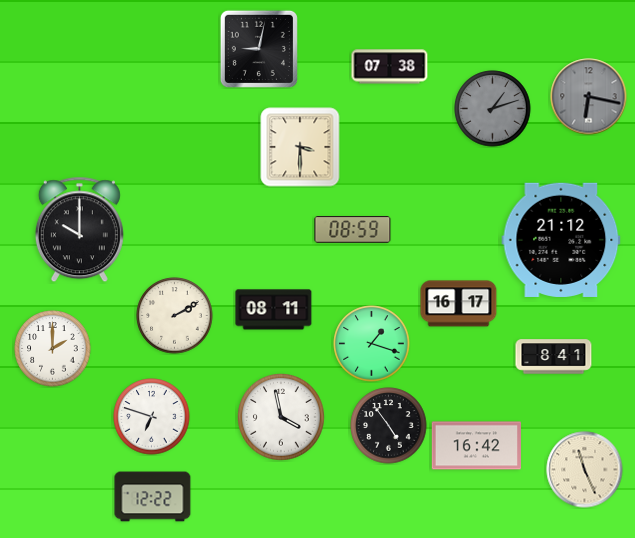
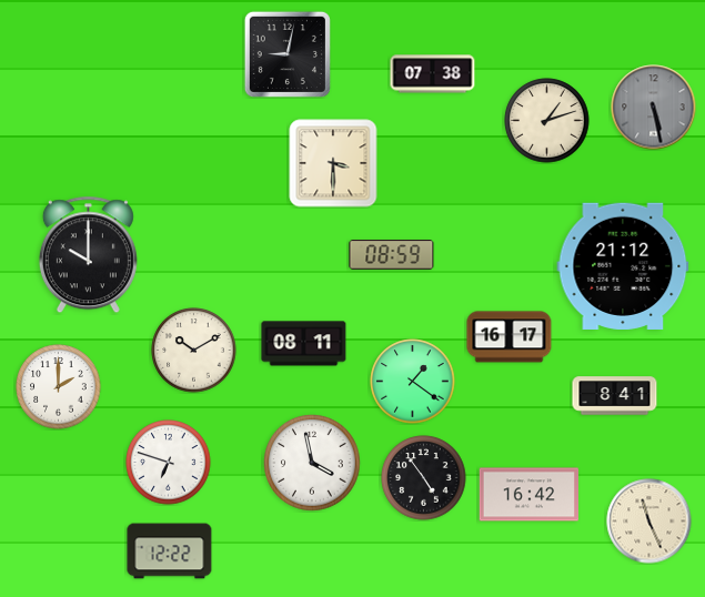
clock at (589, 97): 6:17 -> 5:28
clock at (493, 109) dial: grey -> cream
clock at (175, 316): 2:10 -> 10:10
clock at (372, 344): 1:18 -> 1:21
clock at (389, 426) position: (389, 426) -> (424, 478)
